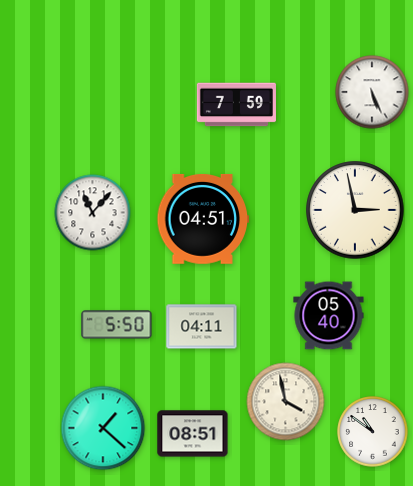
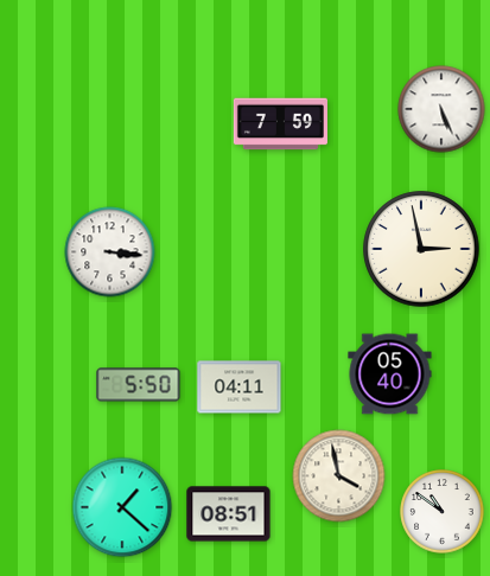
clock at (93, 213): 11:07 -> 3:16
clock at (203, 219): 04:51 -> none
